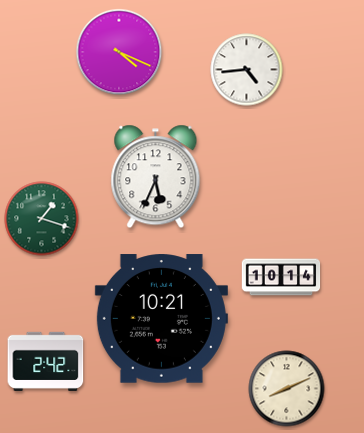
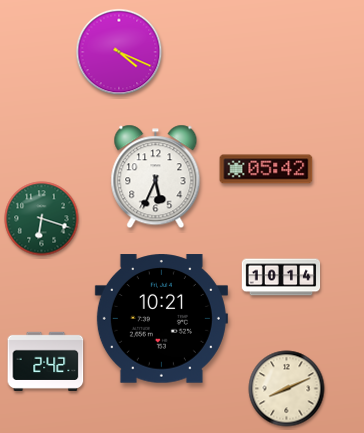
clock at (247, 70): 4:44 -> none
clock at (266, 169): none -> 05:42
clock at (42, 219): 1:18 -> 6:18
